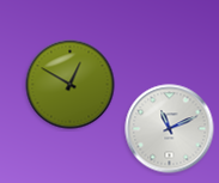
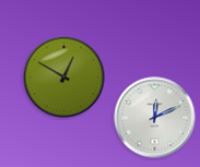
clock at (170, 129): 11:11 -> 12:11
